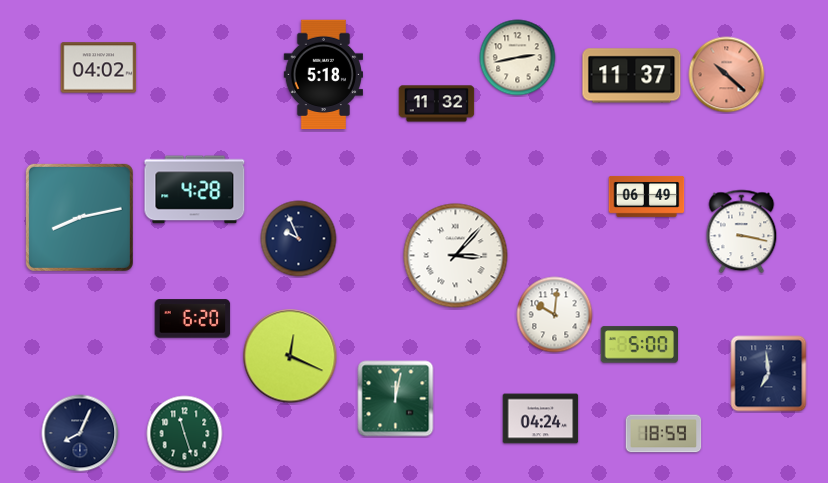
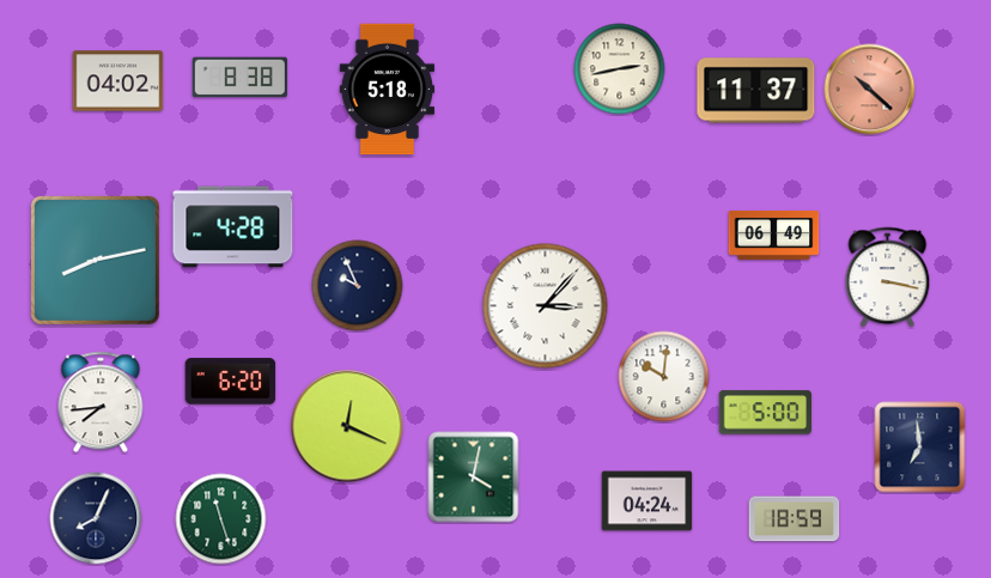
clock at (239, 78): none -> 8:38
clock at (437, 104): 11:32 -> none
clock at (101, 402): none -> 7:44
clock at (396, 399): 12:02 -> 4:02
